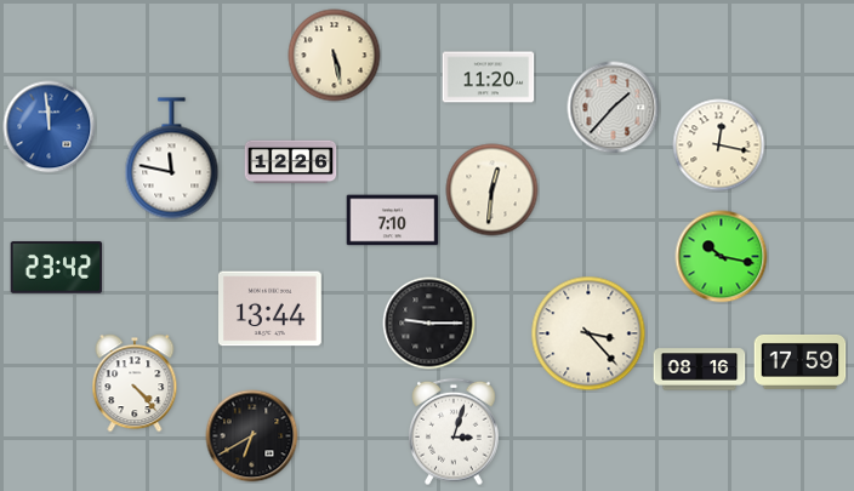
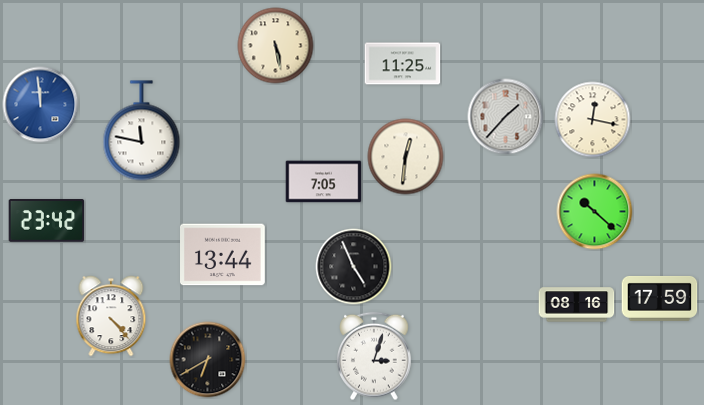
clock at (489, 78): 11:20 -> 11:25
clock at (614, 108) position: (614, 108) -> (506, 117)
clock at (291, 162): 12:26 -> none
clock at (393, 221): 7:10 -> 7:05
clock at (722, 257): 10:17 -> 10:22
clock at (429, 324): 9:15 -> 4:56
clock at (588, 333): 3:23 -> none
